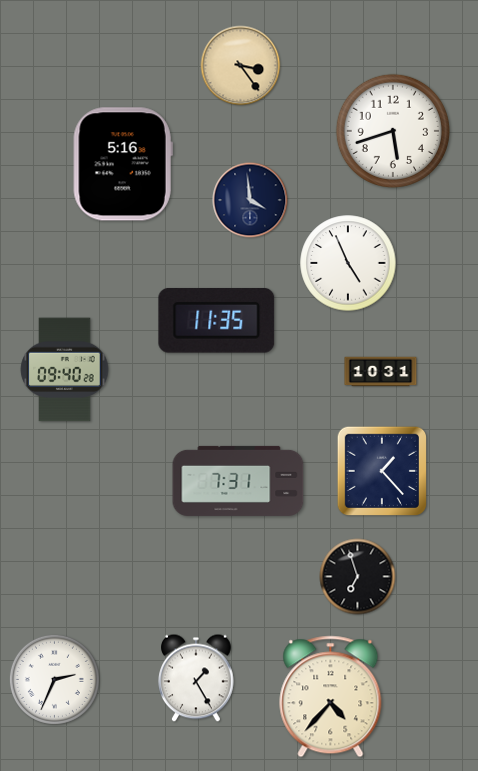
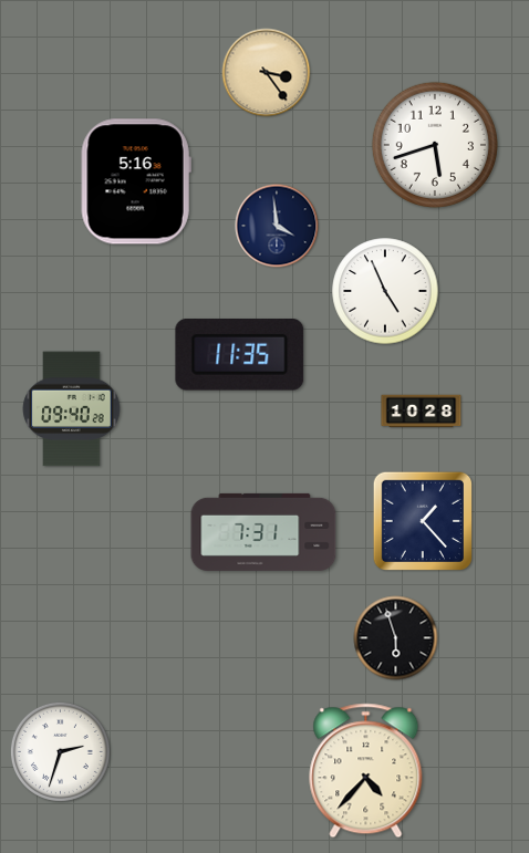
clock at (250, 200) position: (250, 200) -> (277, 226)
clock at (381, 372): 10:31 -> 10:28
clock at (358, 577): 6:57 -> 5:57
clock at (197, 678): 1:25 -> none
clock at (54, 679): 2:34 -> 2:33
